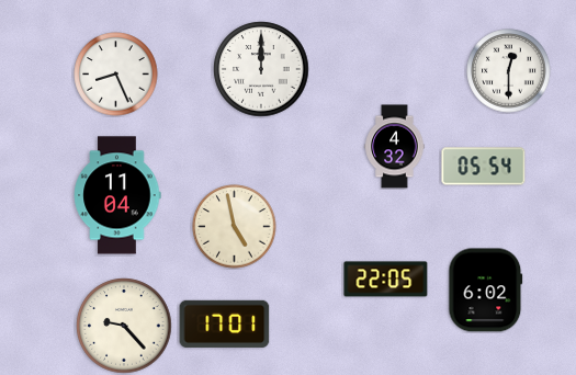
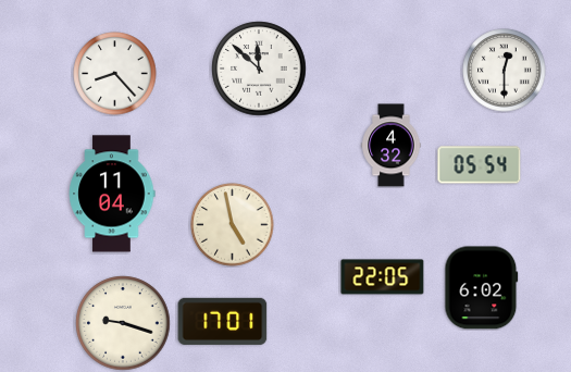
clock at (261, 69): 12:00 -> 11:52
clock at (116, 75): 8:26 -> 8:23
clock at (117, 195) position: (117, 195) -> (112, 194)
clock at (124, 326): 9:23 -> 9:18
